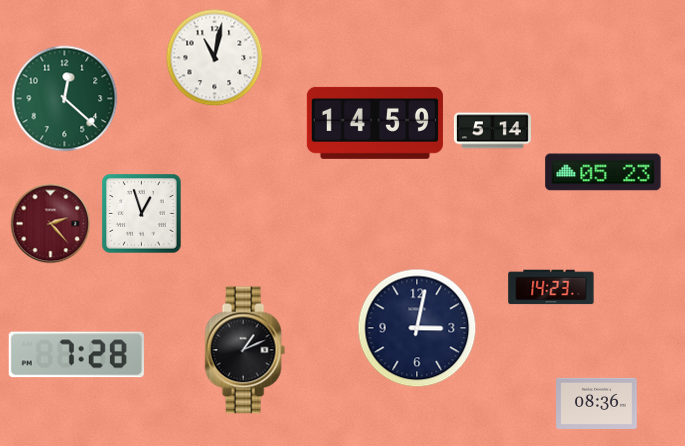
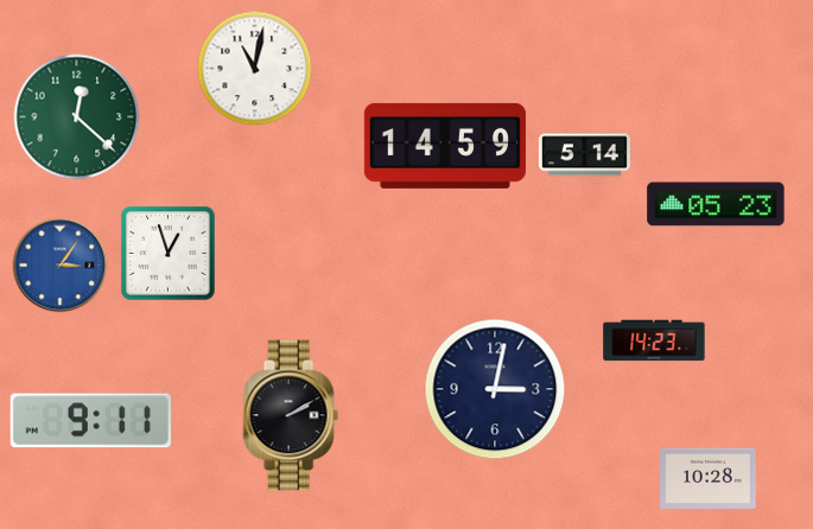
clock at (51, 224): 2:23 -> 3:06
clock at (51, 224) dial: burgundy -> blue
clock at (245, 350): 1:11 -> 2:10
clock at (76, 355): 7:28 -> 9:11
clock at (597, 403): 08:36 -> 10:28
